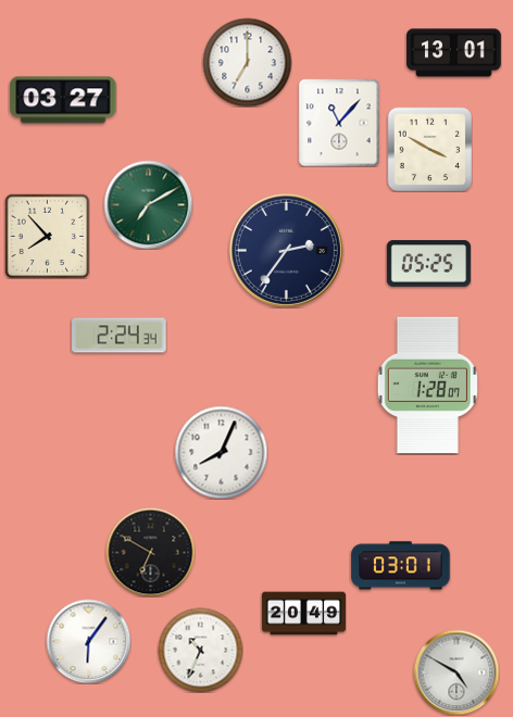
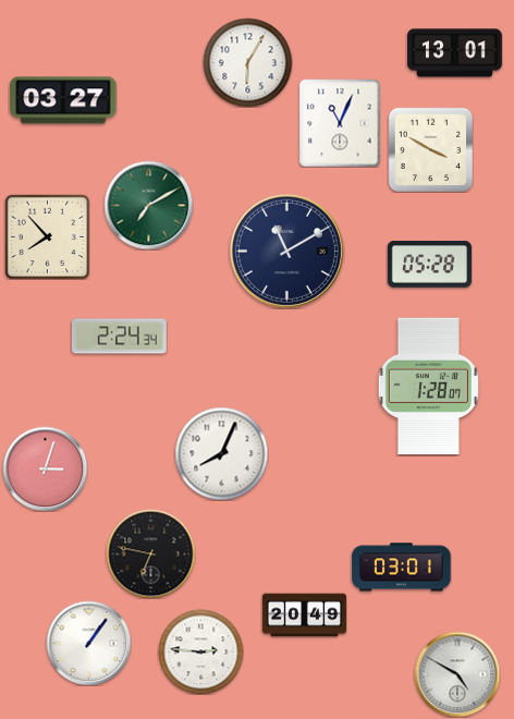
clock at (247, 62): 7:00 -> 6:05
clock at (339, 123): 11:07 -> 11:04
clock at (286, 250): 2:36 -> 11:10
clock at (428, 264): 05:25 -> 05:28
clock at (45, 468): none -> 3:03
clock at (150, 552): 6:50 -> 6:47
clock at (88, 641): 6:06 -> 1:06
clock at (200, 650): 10:34 -> 2:46
